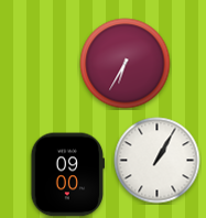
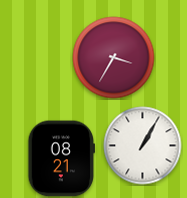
clock at (126, 64): 6:35 -> 3:35
clock at (67, 175): 09:00 -> 08:21
